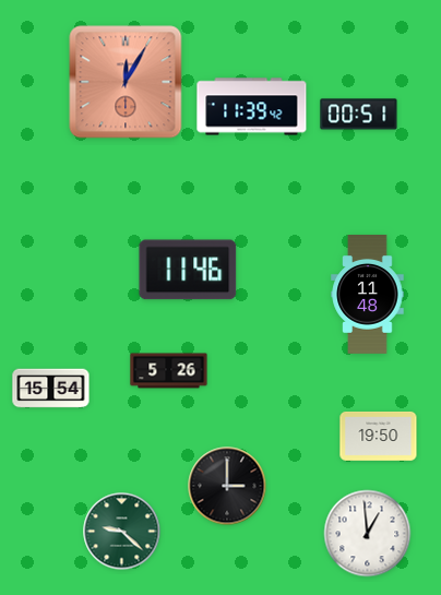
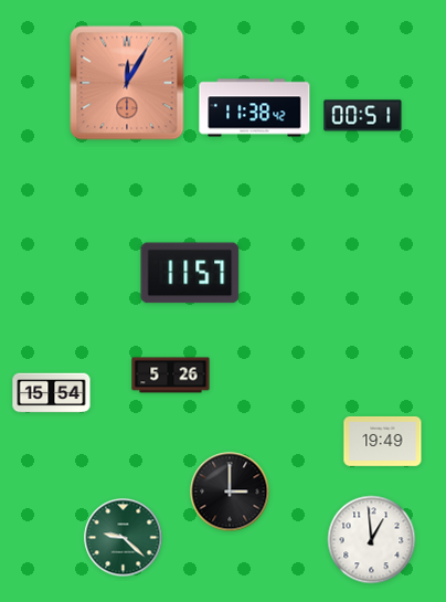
clock at (252, 107): 11:39 -> 11:38
clock at (188, 270): 11:46 -> 11:57
clock at (368, 295): 11:48 -> none
clock at (379, 436): 19:50 -> 19:49
